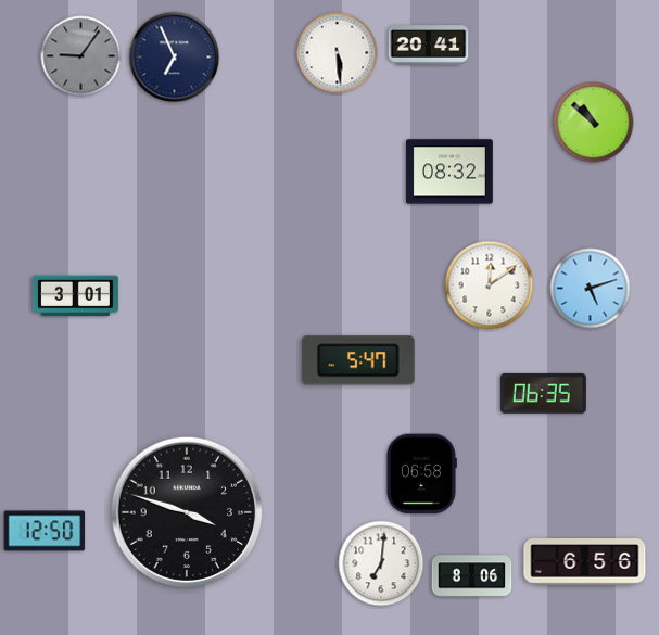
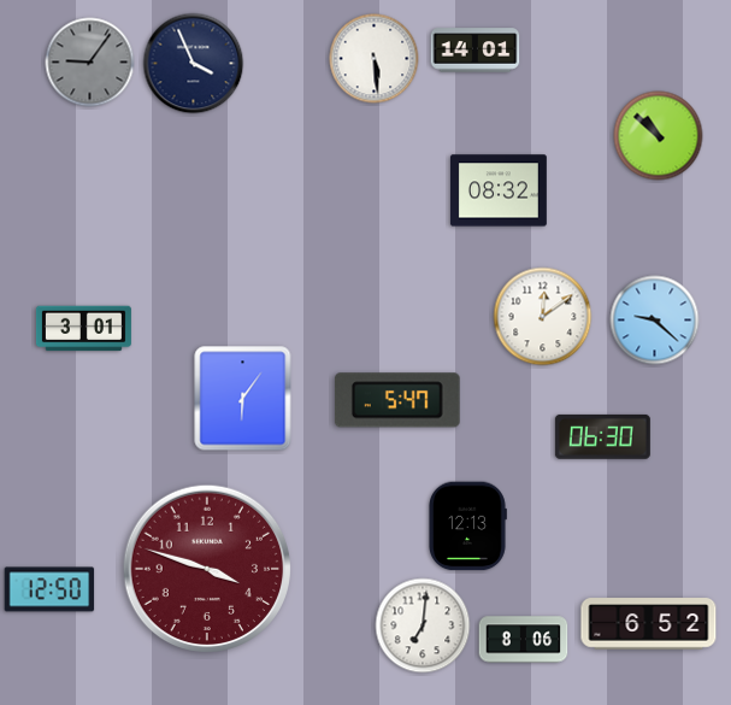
clock at (429, 46): 20:41 -> 14:01
clock at (175, 58): 6:56 -> 3:56
clock at (591, 289): 5:12 -> 9:22
clock at (243, 399): none -> 6:06
clock at (543, 393): 06:35 -> 06:30
clock at (422, 474): 06:58 -> 12:13
clock at (187, 512) dial: black -> burgundy
clock at (585, 562): 6:56 -> 6:52
